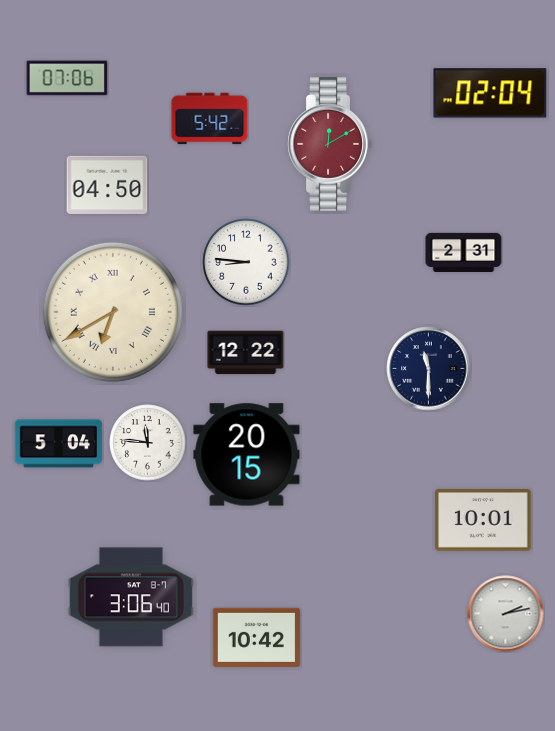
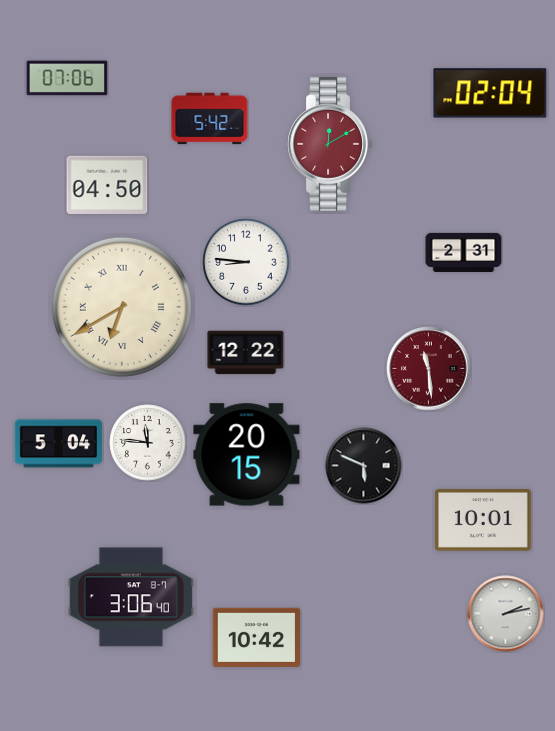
clock at (113, 312) position: (113, 312) -> (122, 307)
clock at (429, 369): 11:30 -> 11:29
clock at (429, 369) dial: navy -> burgundy
clock at (364, 466): none -> 5:49
